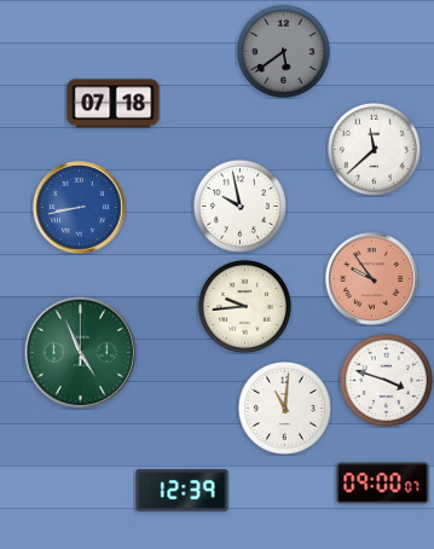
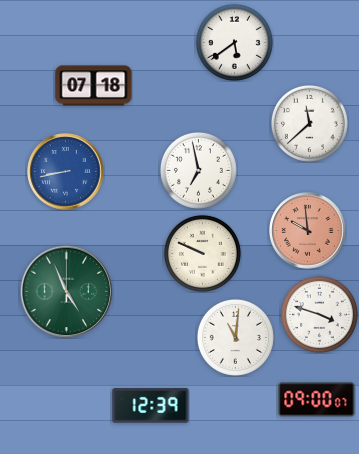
clock at (283, 51) dial: grey -> white
clock at (239, 206): 9:58 -> 6:58
clock at (372, 279): 9:54 -> 9:59
clock at (244, 306): 9:44 -> 9:49
